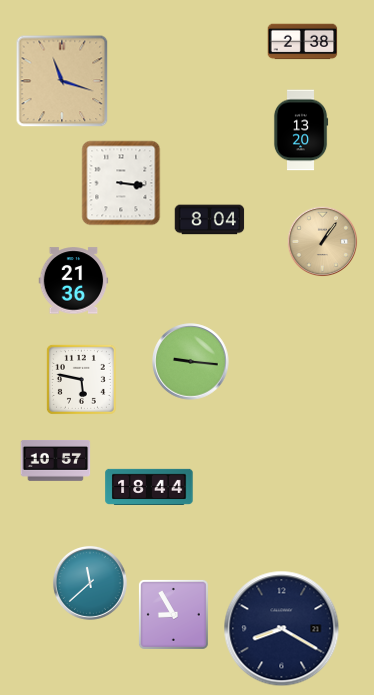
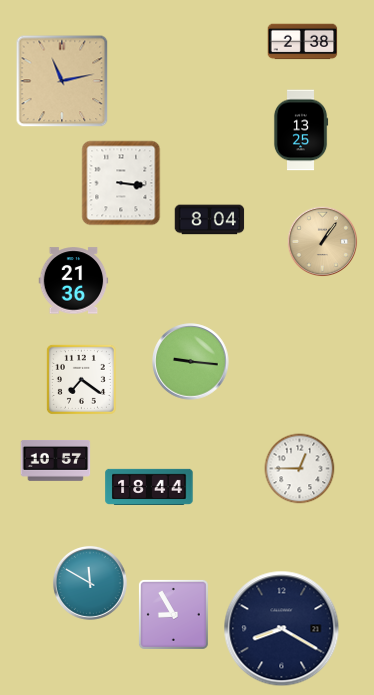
clock at (62, 81): 11:18 -> 11:13
clock at (301, 130): 13:20 -> 13:25
clock at (81, 379): 5:47 -> 7:21
clock at (300, 469): none -> 12:45
clock at (90, 583): 11:38 -> 11:50
